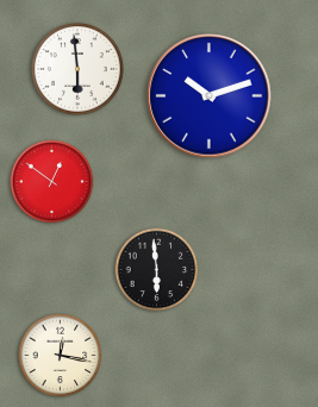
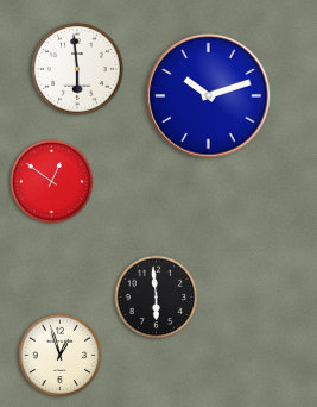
clock at (157, 270) position: (157, 270) -> (157, 298)
clock at (61, 356): 12:17 -> 12:57
